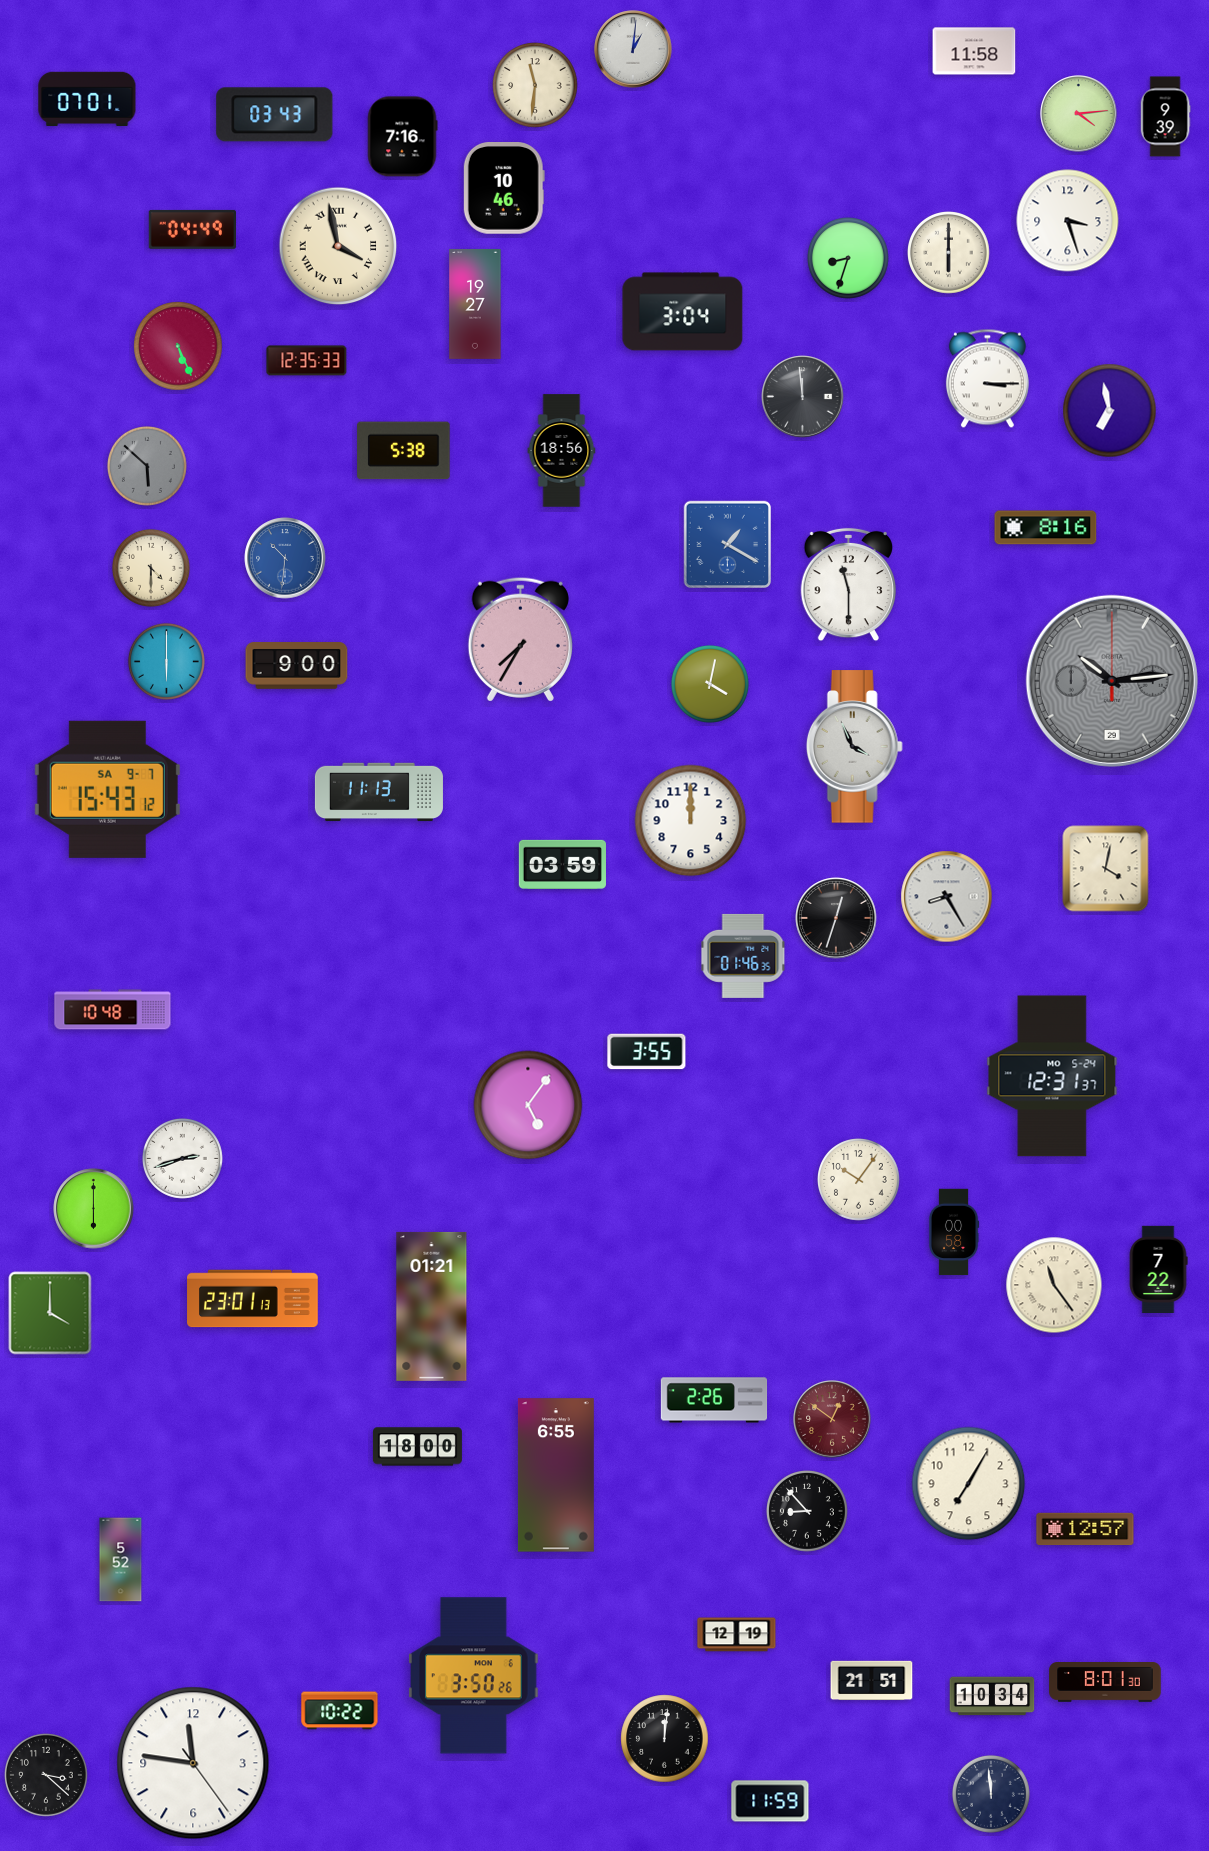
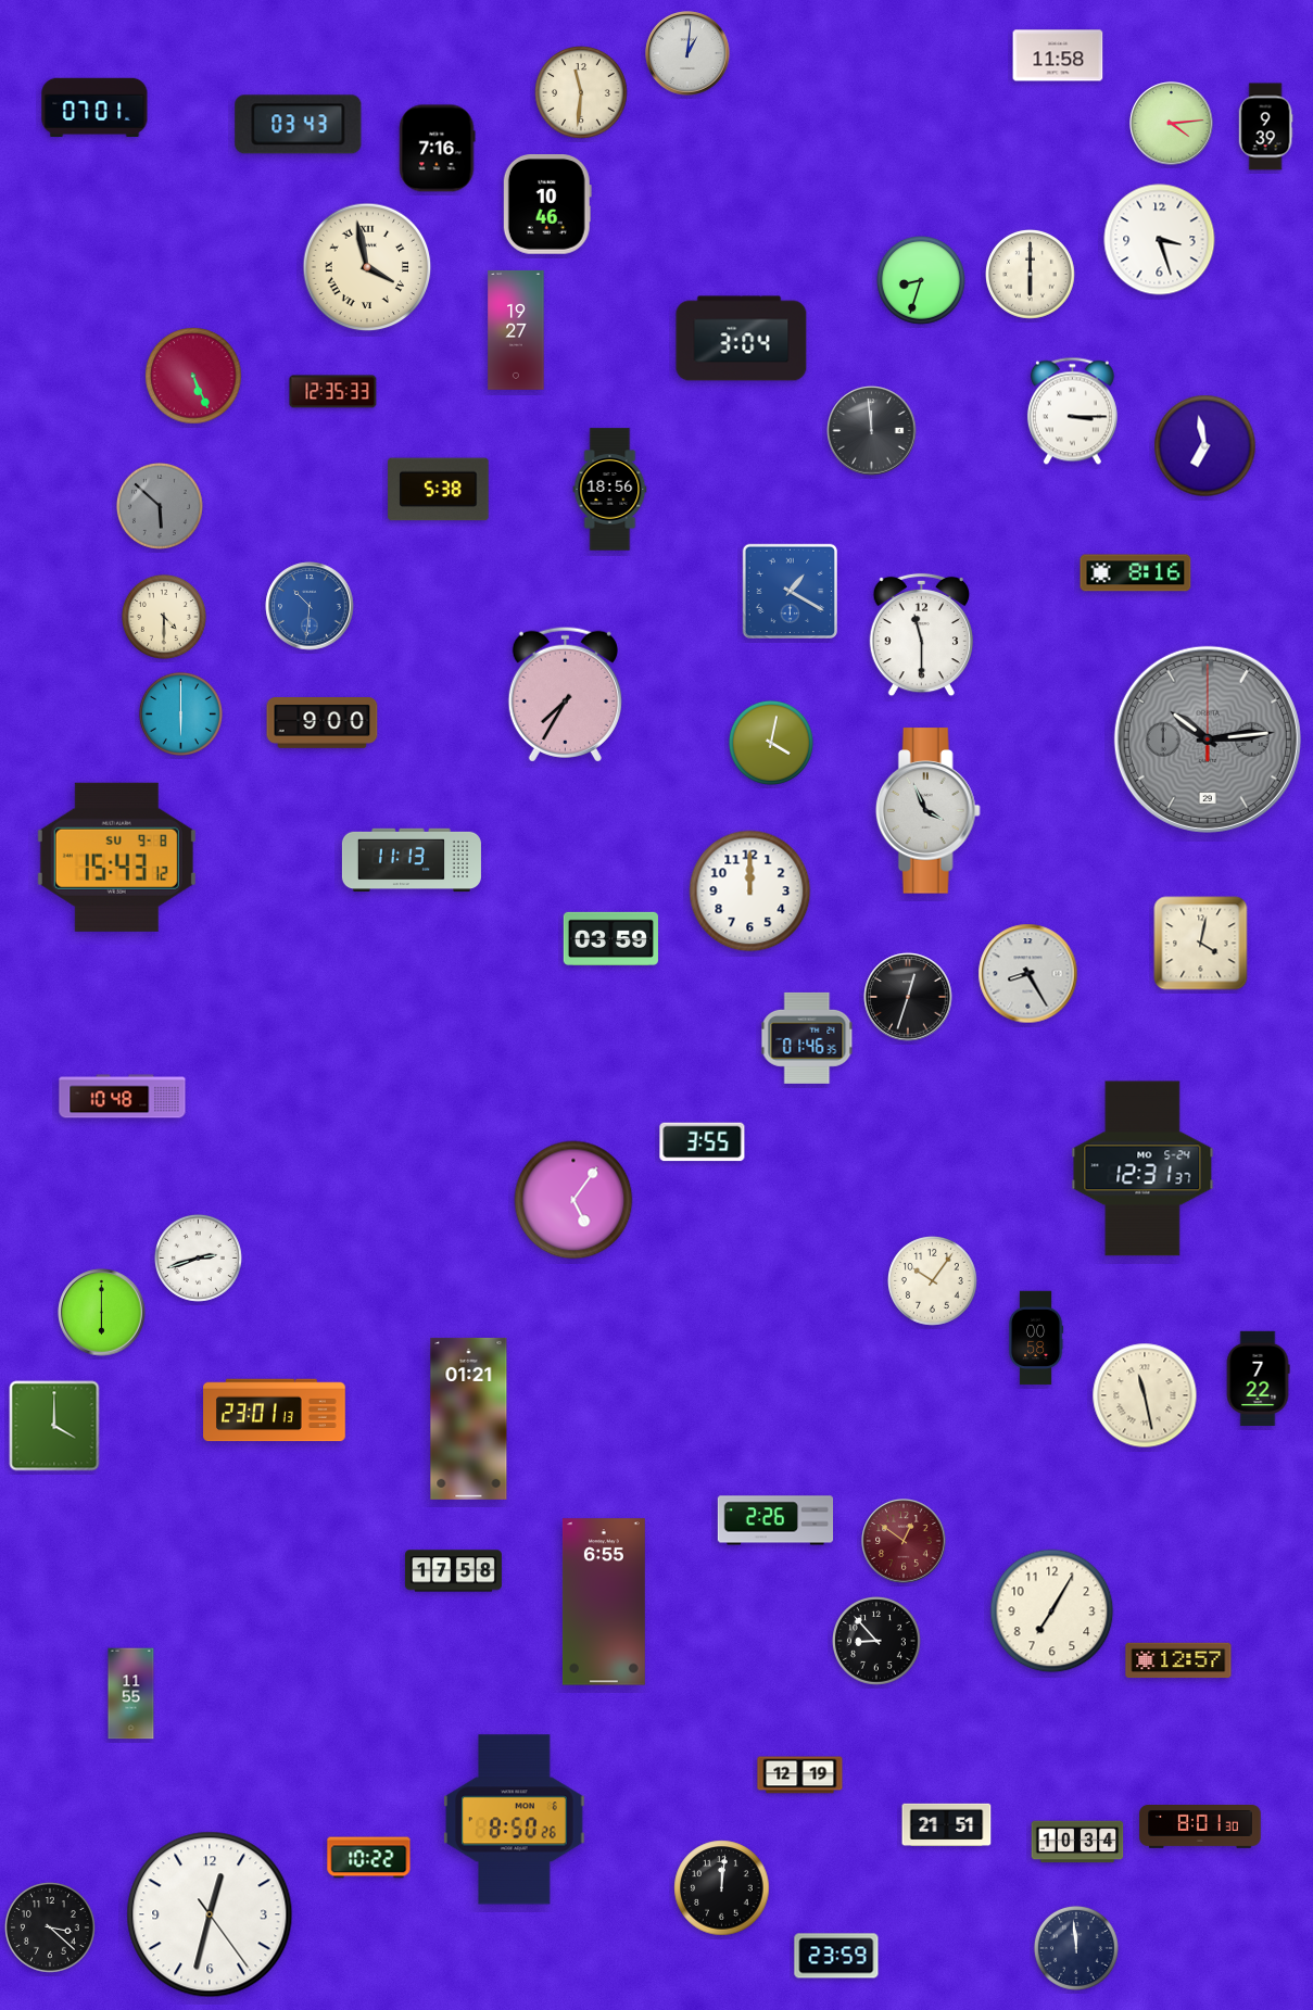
clock at (192, 229): 04:49 -> none
clock at (166, 661) position: (166, 661) -> (180, 713)
clock at (107, 789) date: SA 9-7 -> SU 9-8
clock at (1054, 1285): 11:24 -> 11:28
clock at (417, 1447): 18:00 -> 17:58
clock at (121, 1560): 5:52 -> 11:55
clock at (474, 1676): 3:50 -> 8:50
clock at (193, 1763): 11:46 -> 12:32
clock at (770, 1801): 11:59 -> 23:59
